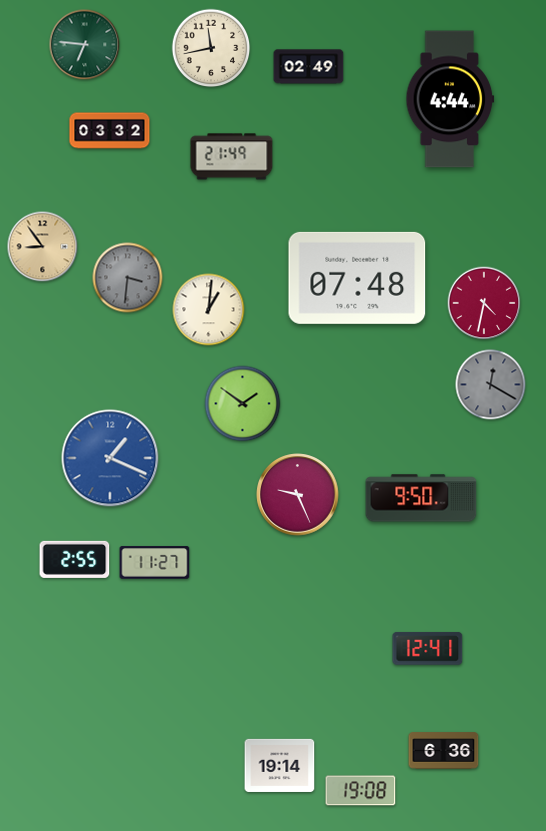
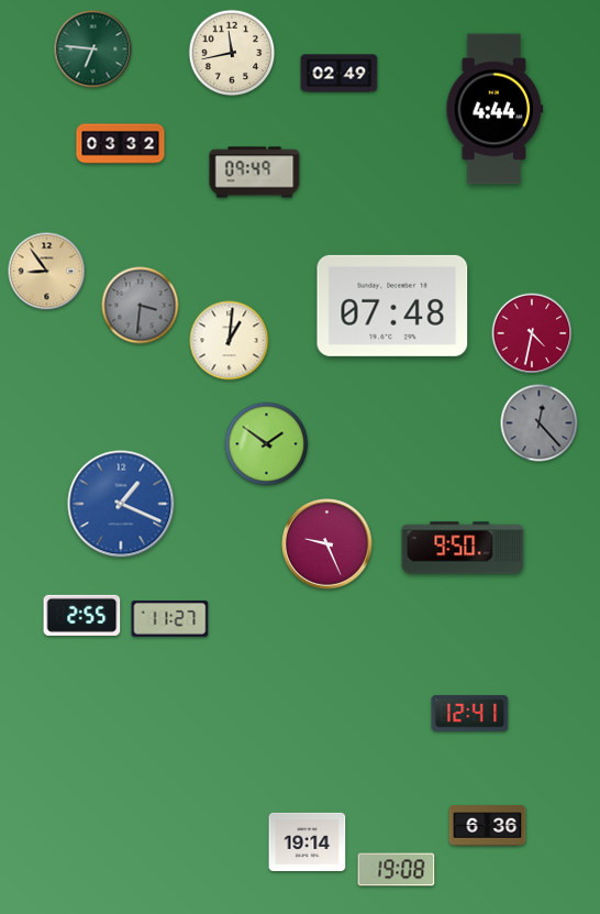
clock at (232, 157): 21:49 -> 09:49
clock at (491, 385): 12:20 -> 12:23
